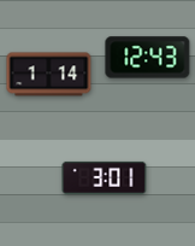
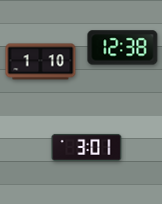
clock at (148, 58): 12:43 -> 12:38
clock at (49, 75): 1:14 -> 1:10
